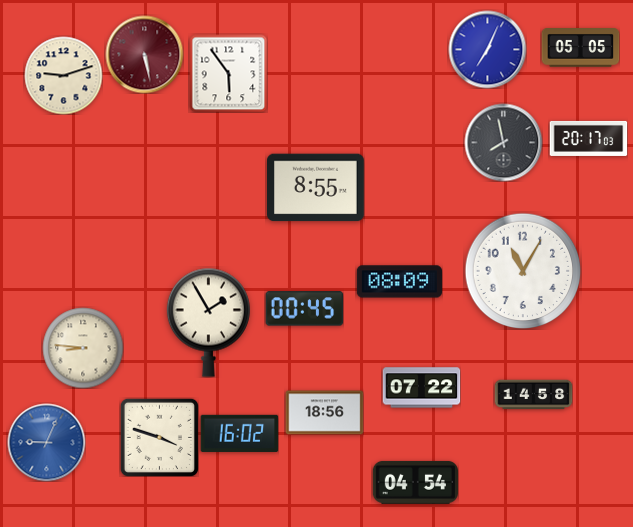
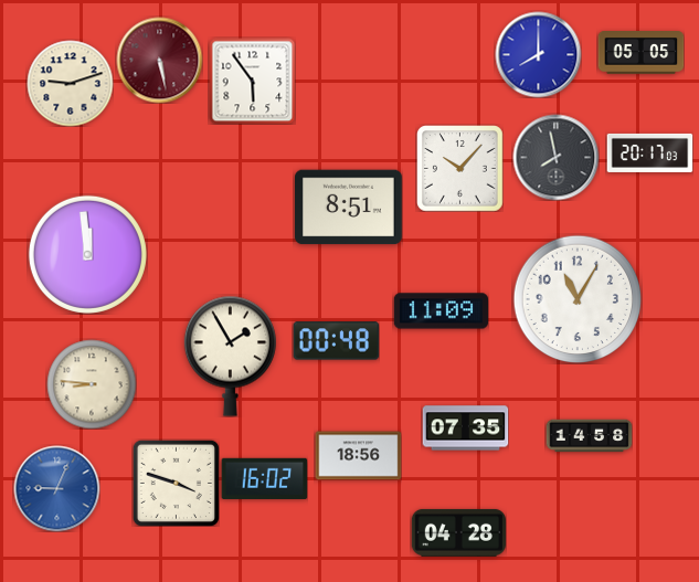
clock at (487, 49): 7:04 -> 8:00
clock at (459, 168): none -> 10:07
clock at (316, 188): 8:55 -> 8:51
clock at (87, 254): none -> 11:59
clock at (399, 282): 08:09 -> 11:09
clock at (304, 309): 00:45 -> 00:48
clock at (421, 388): 07:22 -> 07:35
clock at (46, 442) position: (46, 442) -> (56, 488)
clock at (415, 482): 04:54 -> 04:28
